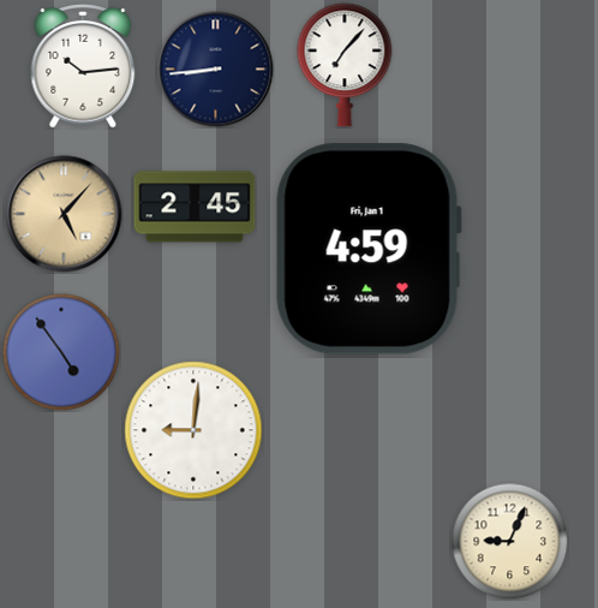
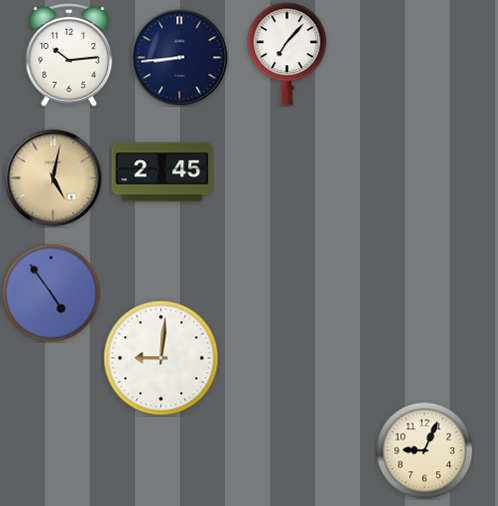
clock at (64, 214): 5:07 -> 5:02
clock at (369, 249): 4:59 -> none
